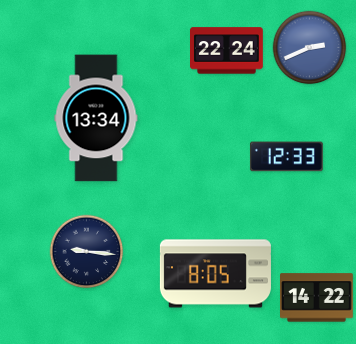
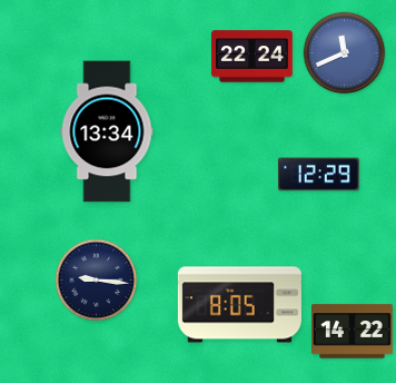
clock at (310, 48): 2:41 -> 11:41
clock at (286, 157): 12:33 -> 12:29
